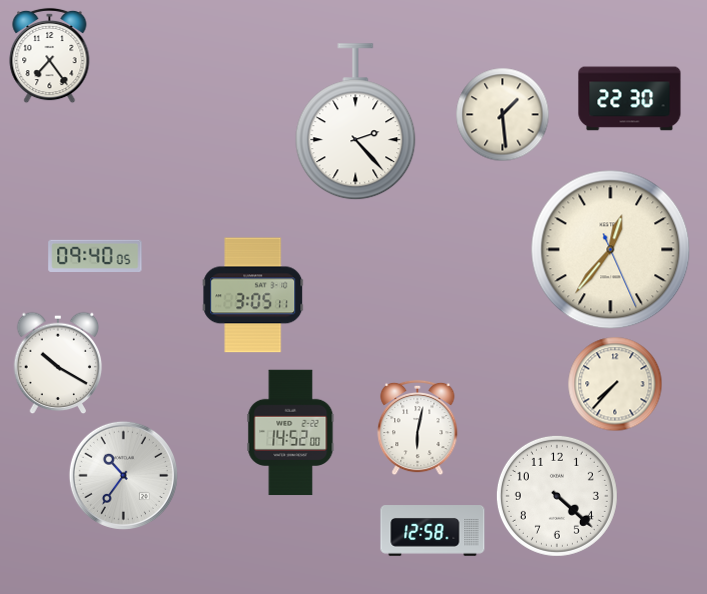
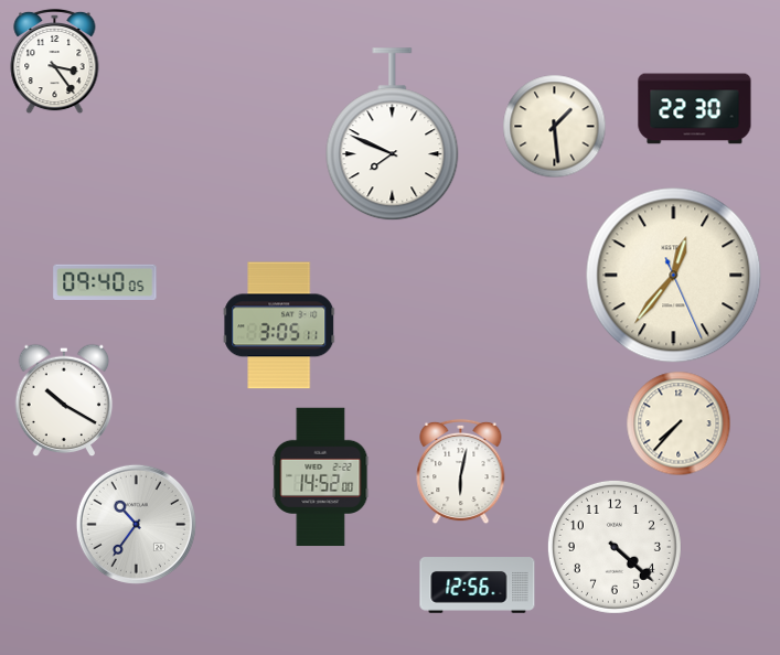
clock at (50, 55): 7:24 -> 3:24
clock at (356, 122): 2:23 -> 7:49
clock at (433, 531): 12:58 -> 12:56
